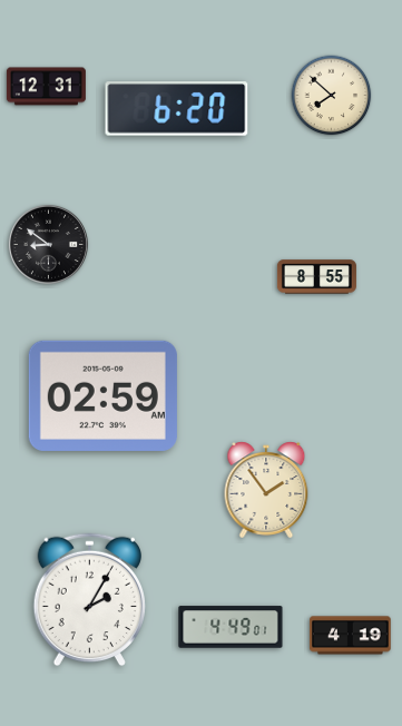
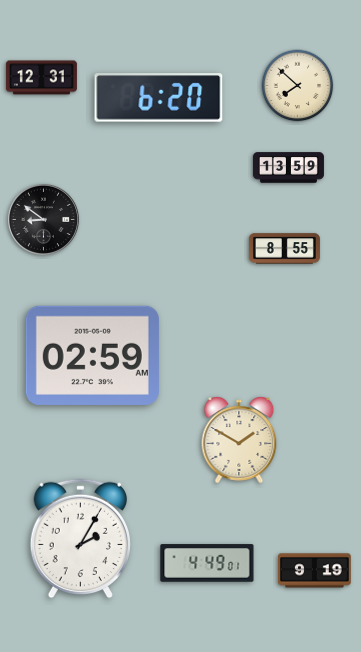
clock at (288, 168): none -> 13:59
clock at (266, 490): 1:54 -> 1:50
clock at (351, 636): 4:19 -> 9:19
